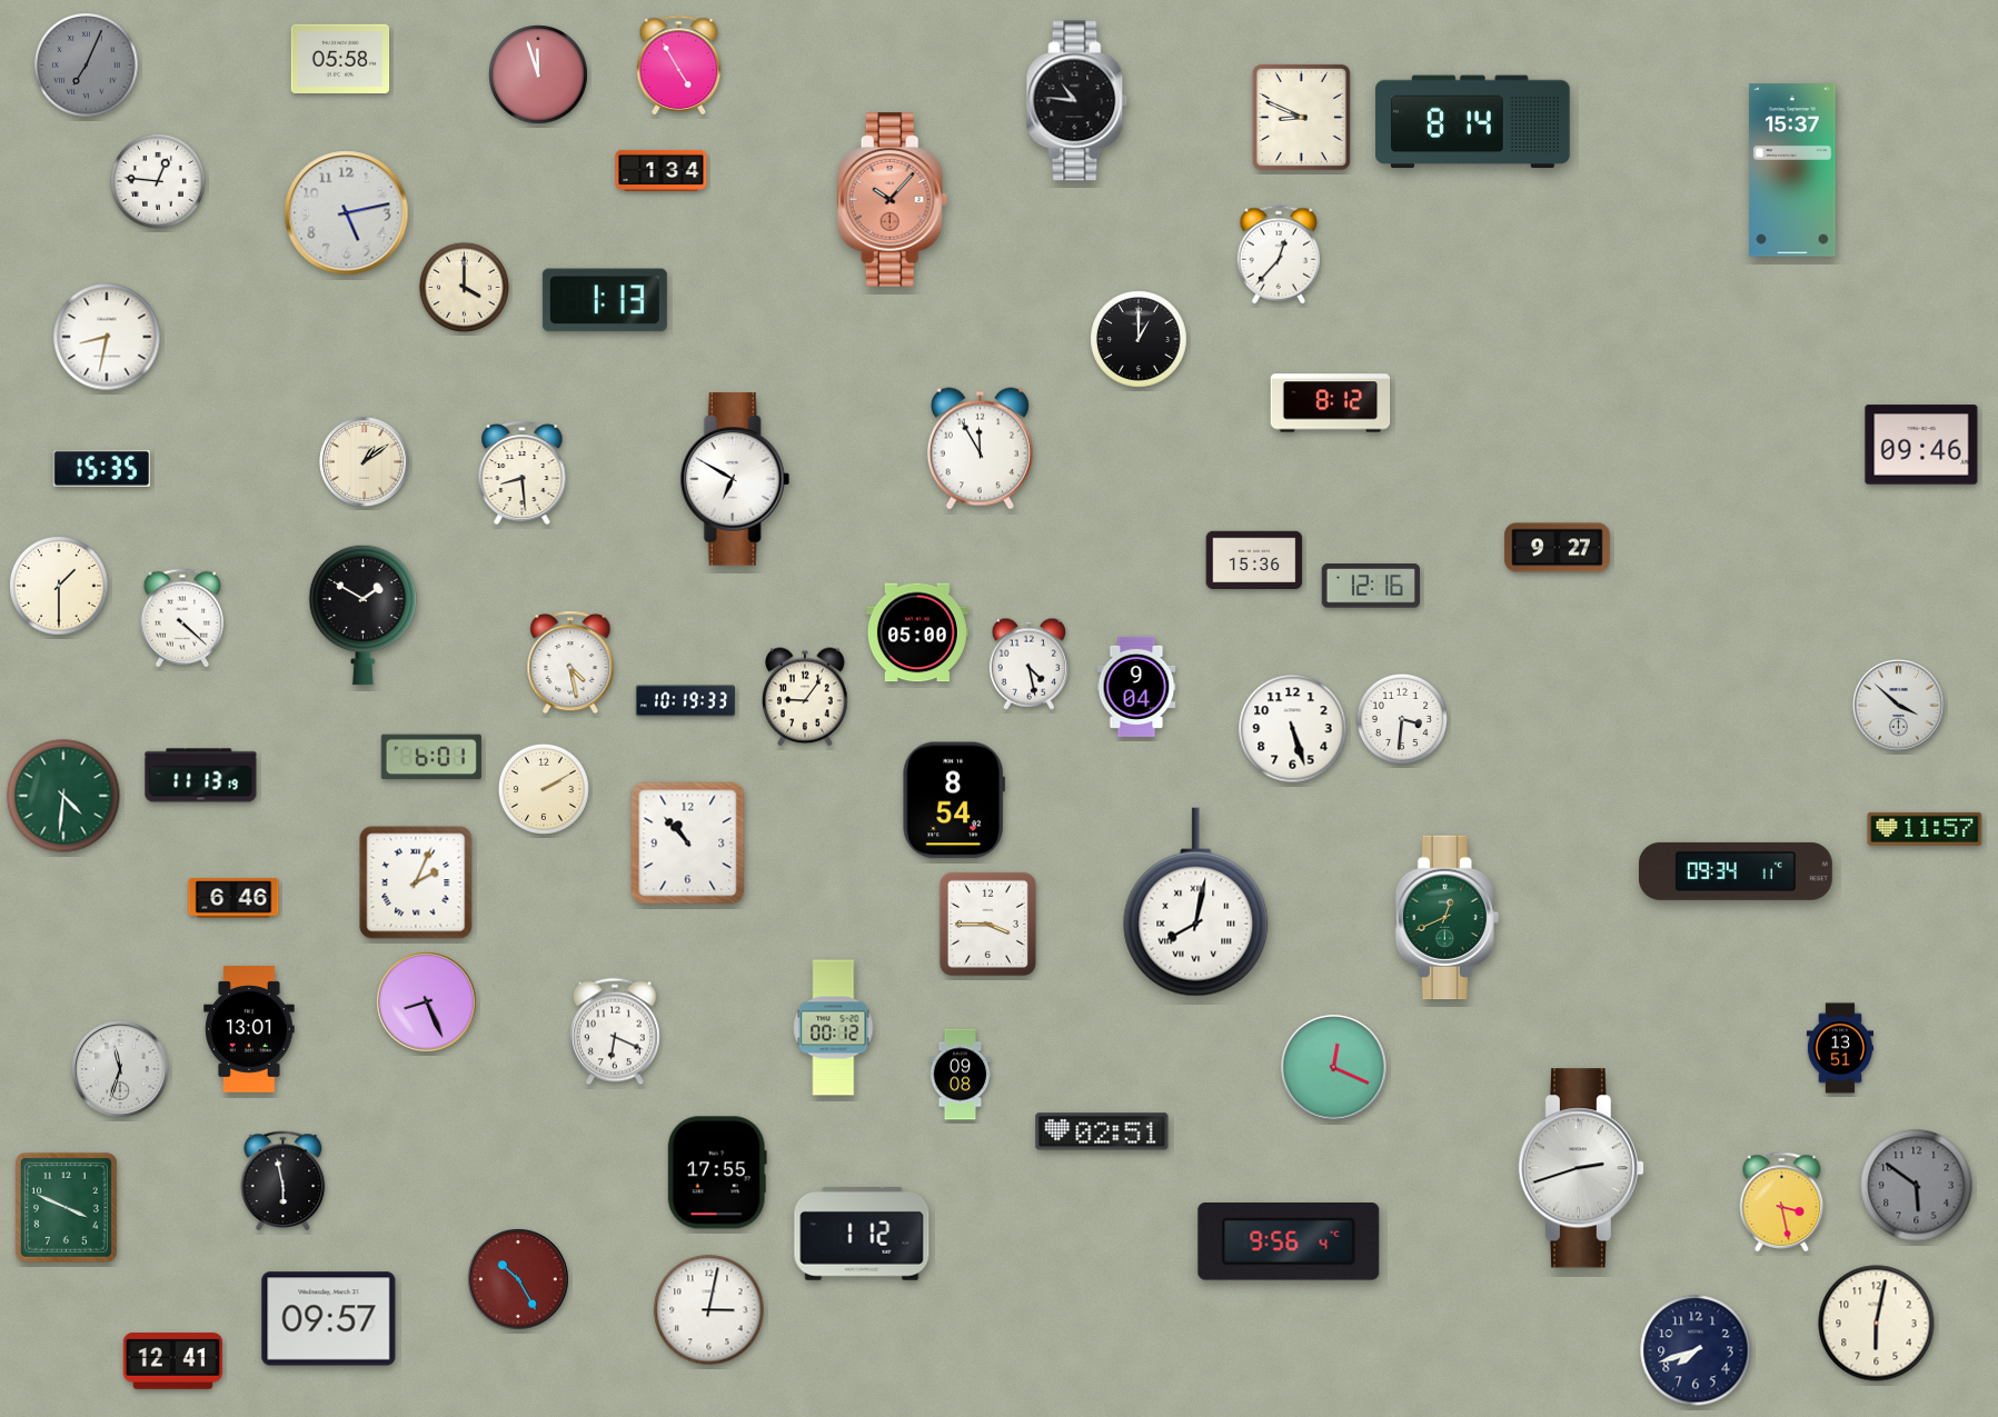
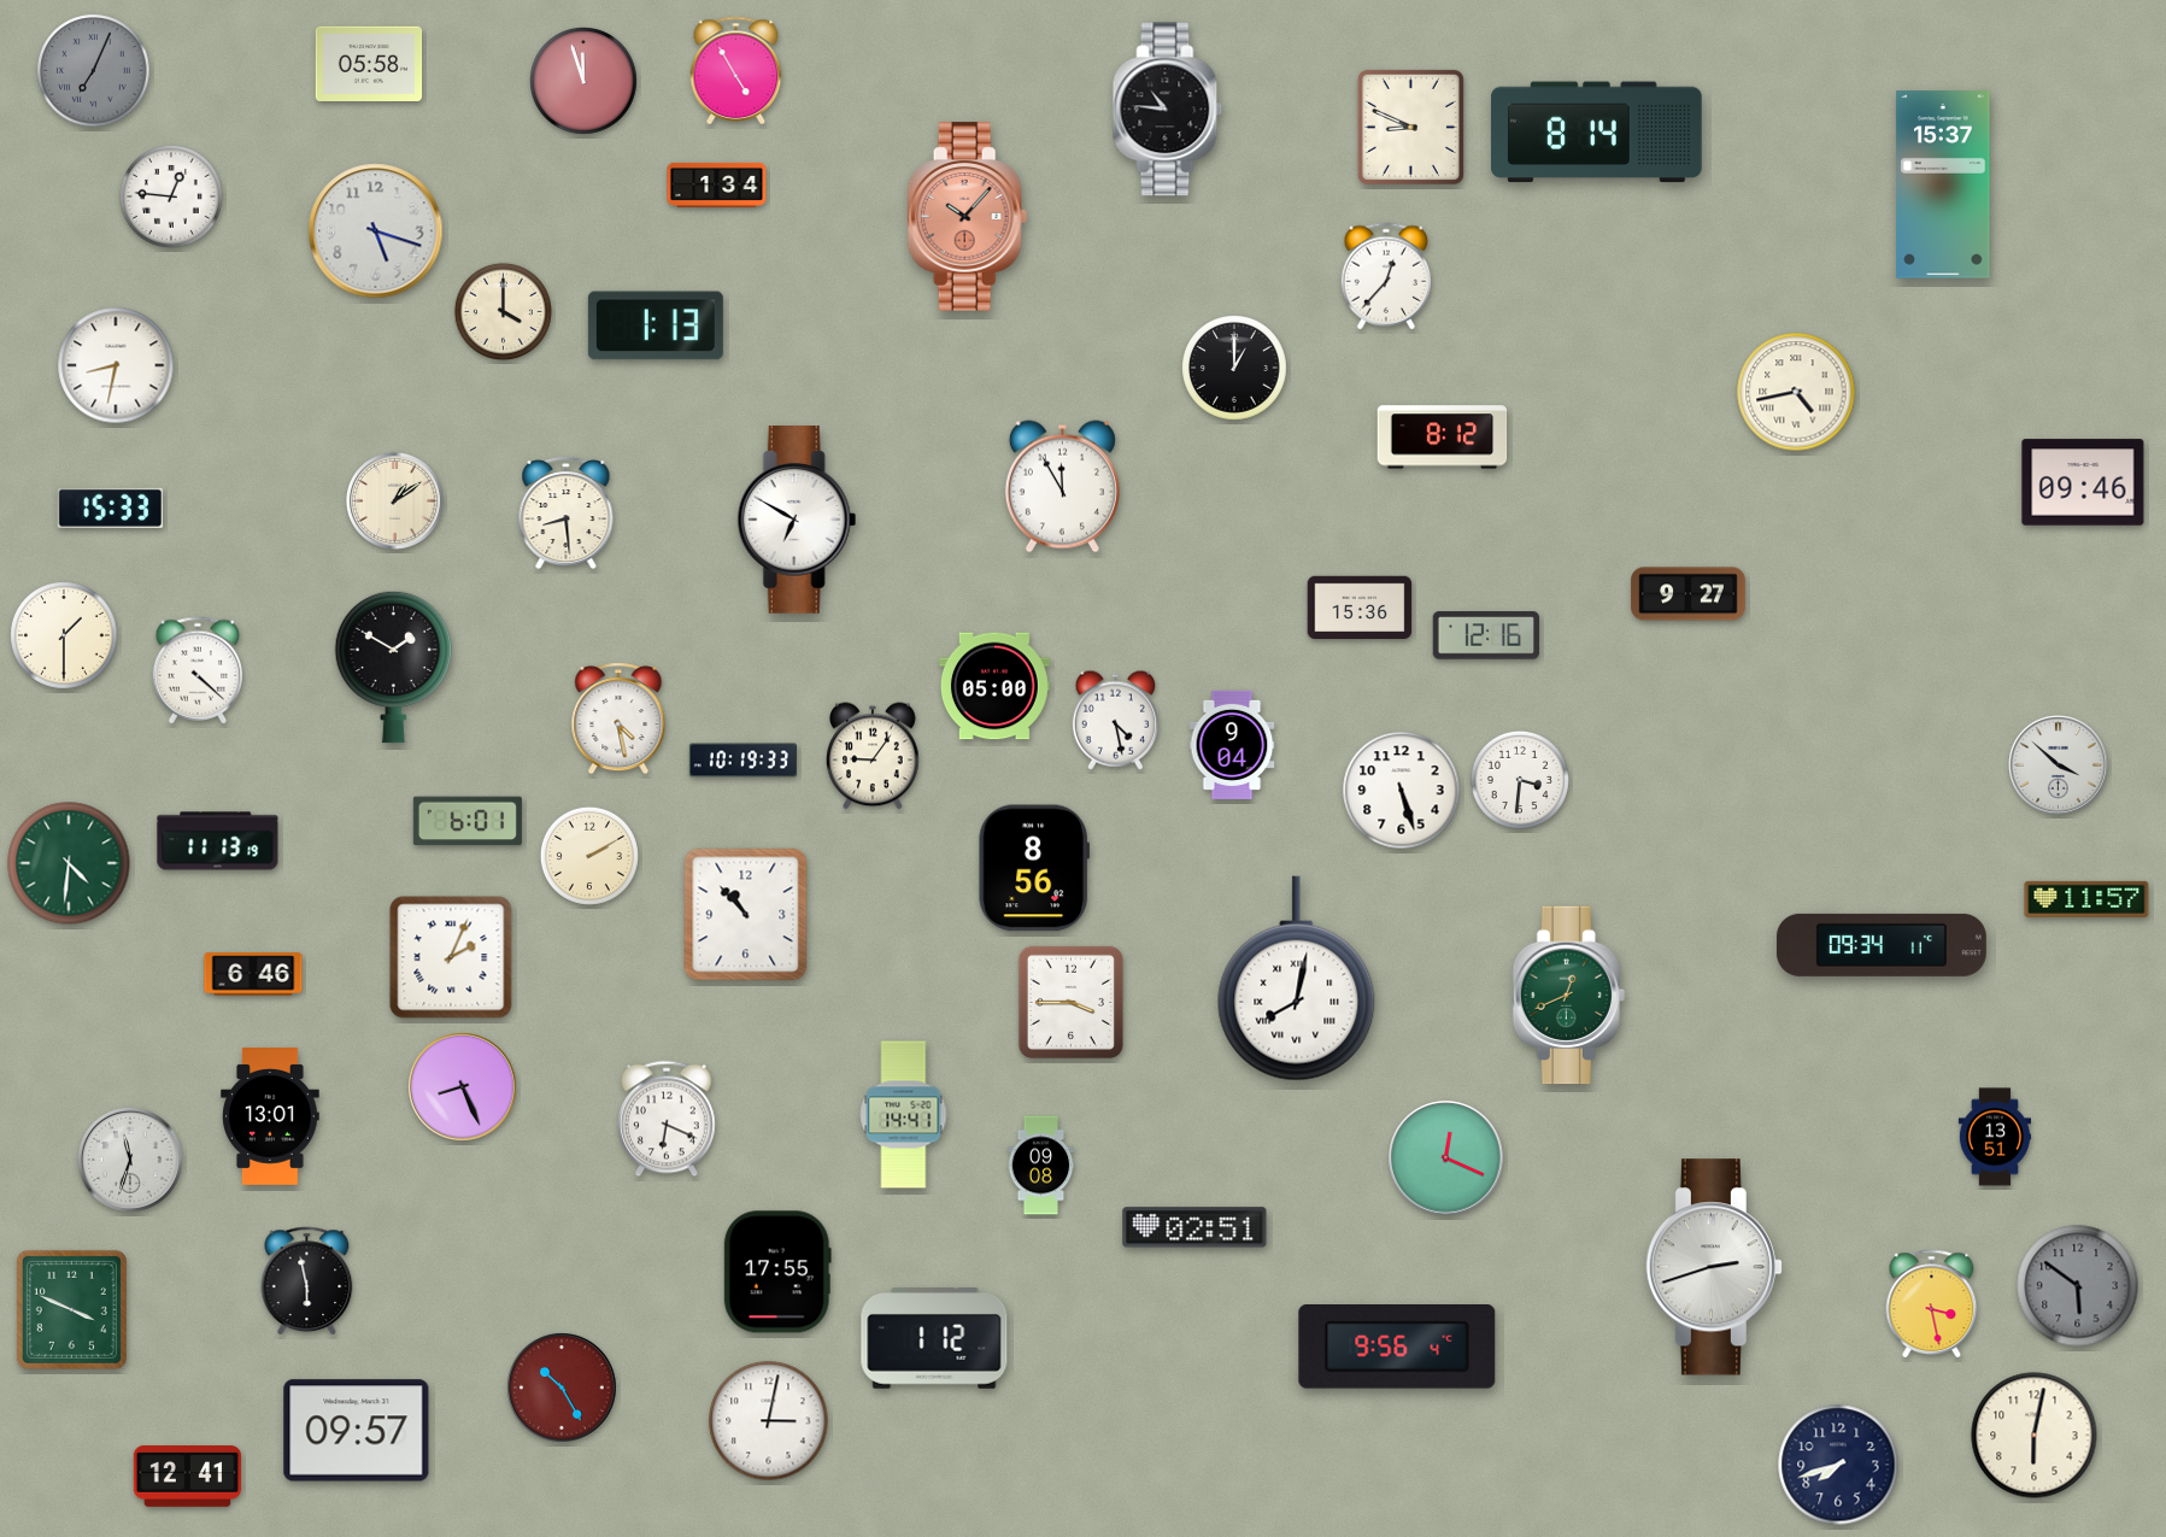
clock at (347, 213): 5:13 -> 5:18
clock at (1796, 392): none -> 4:43
clock at (102, 468): 15:35 -> 15:33
clock at (954, 800): 8:54 -> 8:56
clock at (834, 1028): 00:12 -> 14:41
